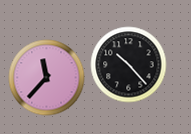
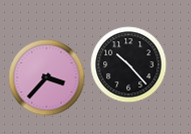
clock at (47, 78): 11:37 -> 3:37
